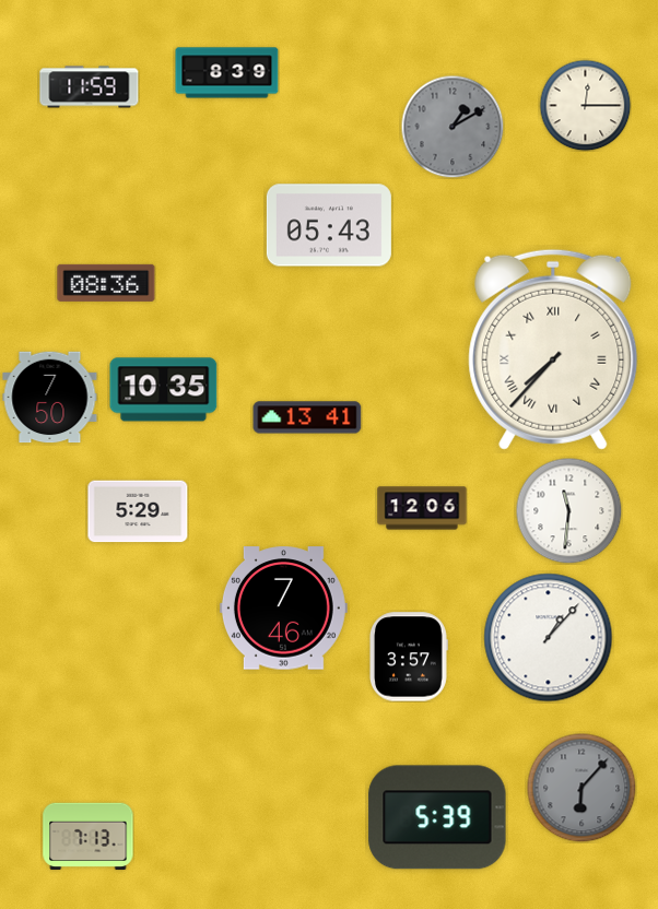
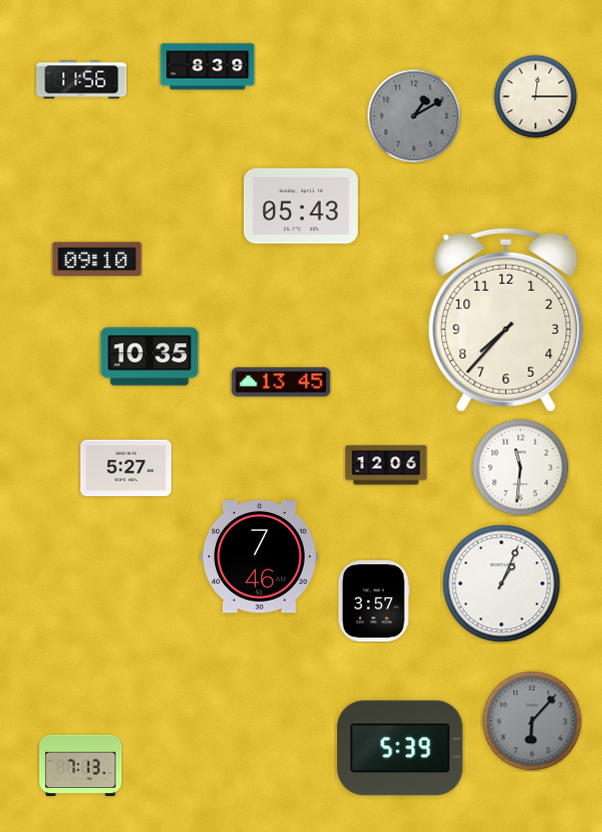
clock at (90, 87): 11:59 -> 11:56
clock at (106, 283): 08:36 -> 09:10
clock at (553, 350) numerals: Roman -> Arabic
clock at (50, 398): 7:50 -> none
clock at (307, 417): 13:41 -> 13:45
clock at (138, 511): 5:29 -> 5:27
clock at (549, 638): 1:07 -> 1:04
